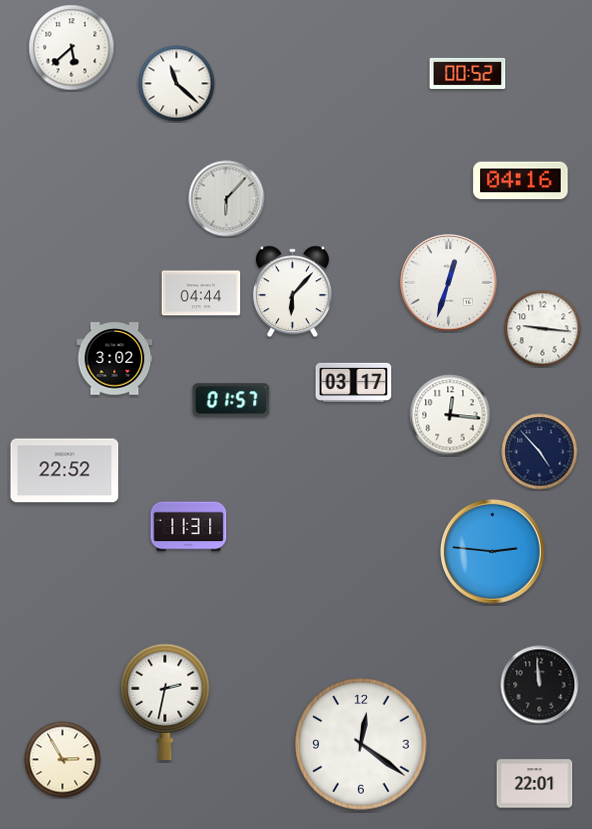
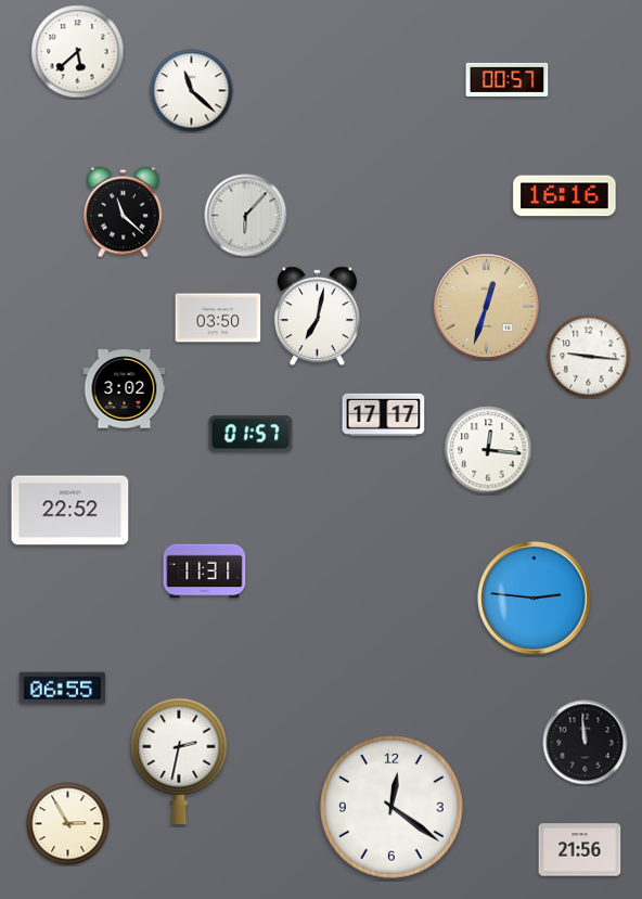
clock at (468, 73): 00:52 -> 00:57
clock at (521, 181): 04:16 -> 16:16
clock at (123, 213): none -> 11:22
clock at (449, 283) dial: white -> champagne
clock at (292, 292): 6:07 -> 7:02
clock at (201, 293): 04:44 -> 03:50
clock at (354, 382): 03:17 -> 17:17
clock at (540, 452): 4:53 -> none
clock at (63, 689): none -> 06:55
clock at (535, 784): 22:01 -> 21:56
